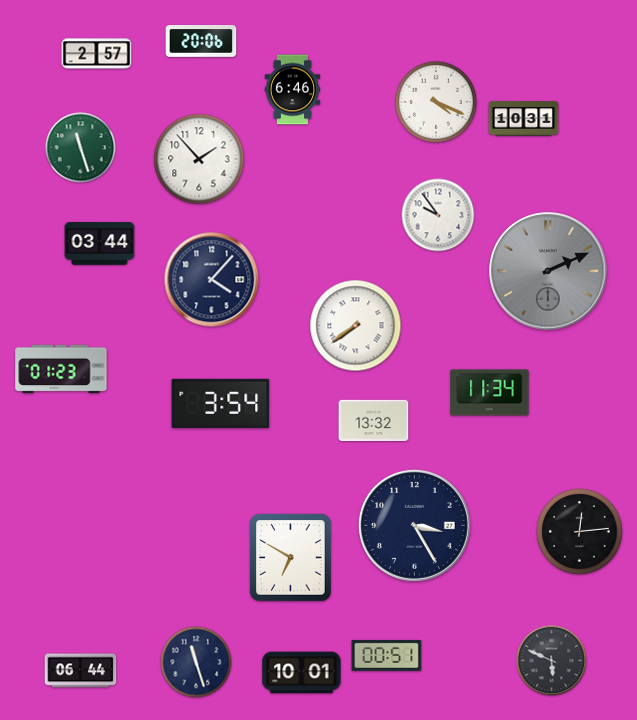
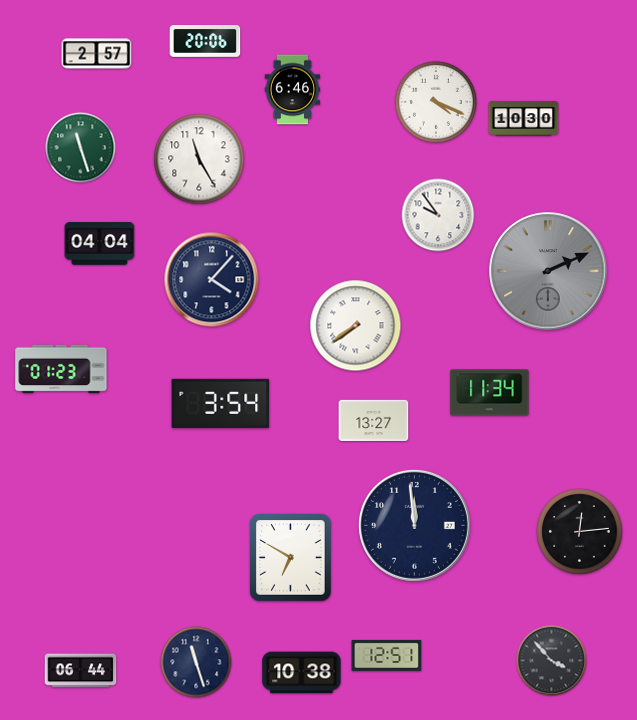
clock at (201, 42) position: (201, 42) -> (205, 42)
clock at (524, 119): 10:31 -> 10:30
clock at (199, 159): 1:53 -> 11:25
clock at (100, 244): 03:44 -> 04:04
clock at (374, 420): 13:32 -> 13:27
clock at (414, 525): 3:25 -> 11:59
clock at (387, 655): 00:51 -> 12:51
clock at (552, 661): 5:49 -> 3:53
clock at (302, 673): 10:01 -> 10:38
